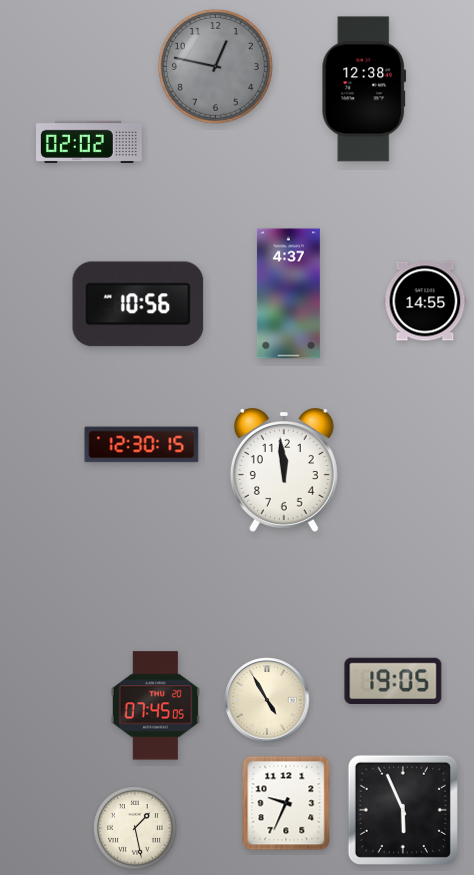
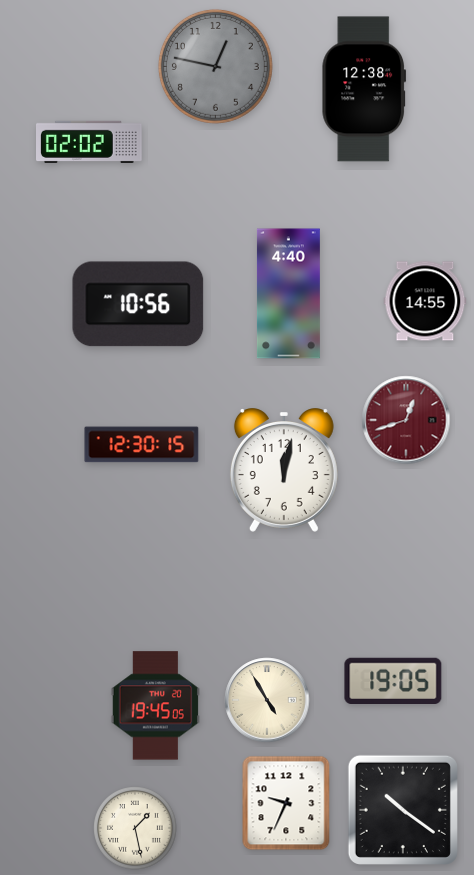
clock at (288, 294): 4:37 -> 4:40
clock at (406, 420): none -> 12:42
clock at (284, 470): 11:59 -> 12:02
clock at (155, 706): 07:45 -> 19:45
clock at (403, 810): 5:56 -> 10:21
